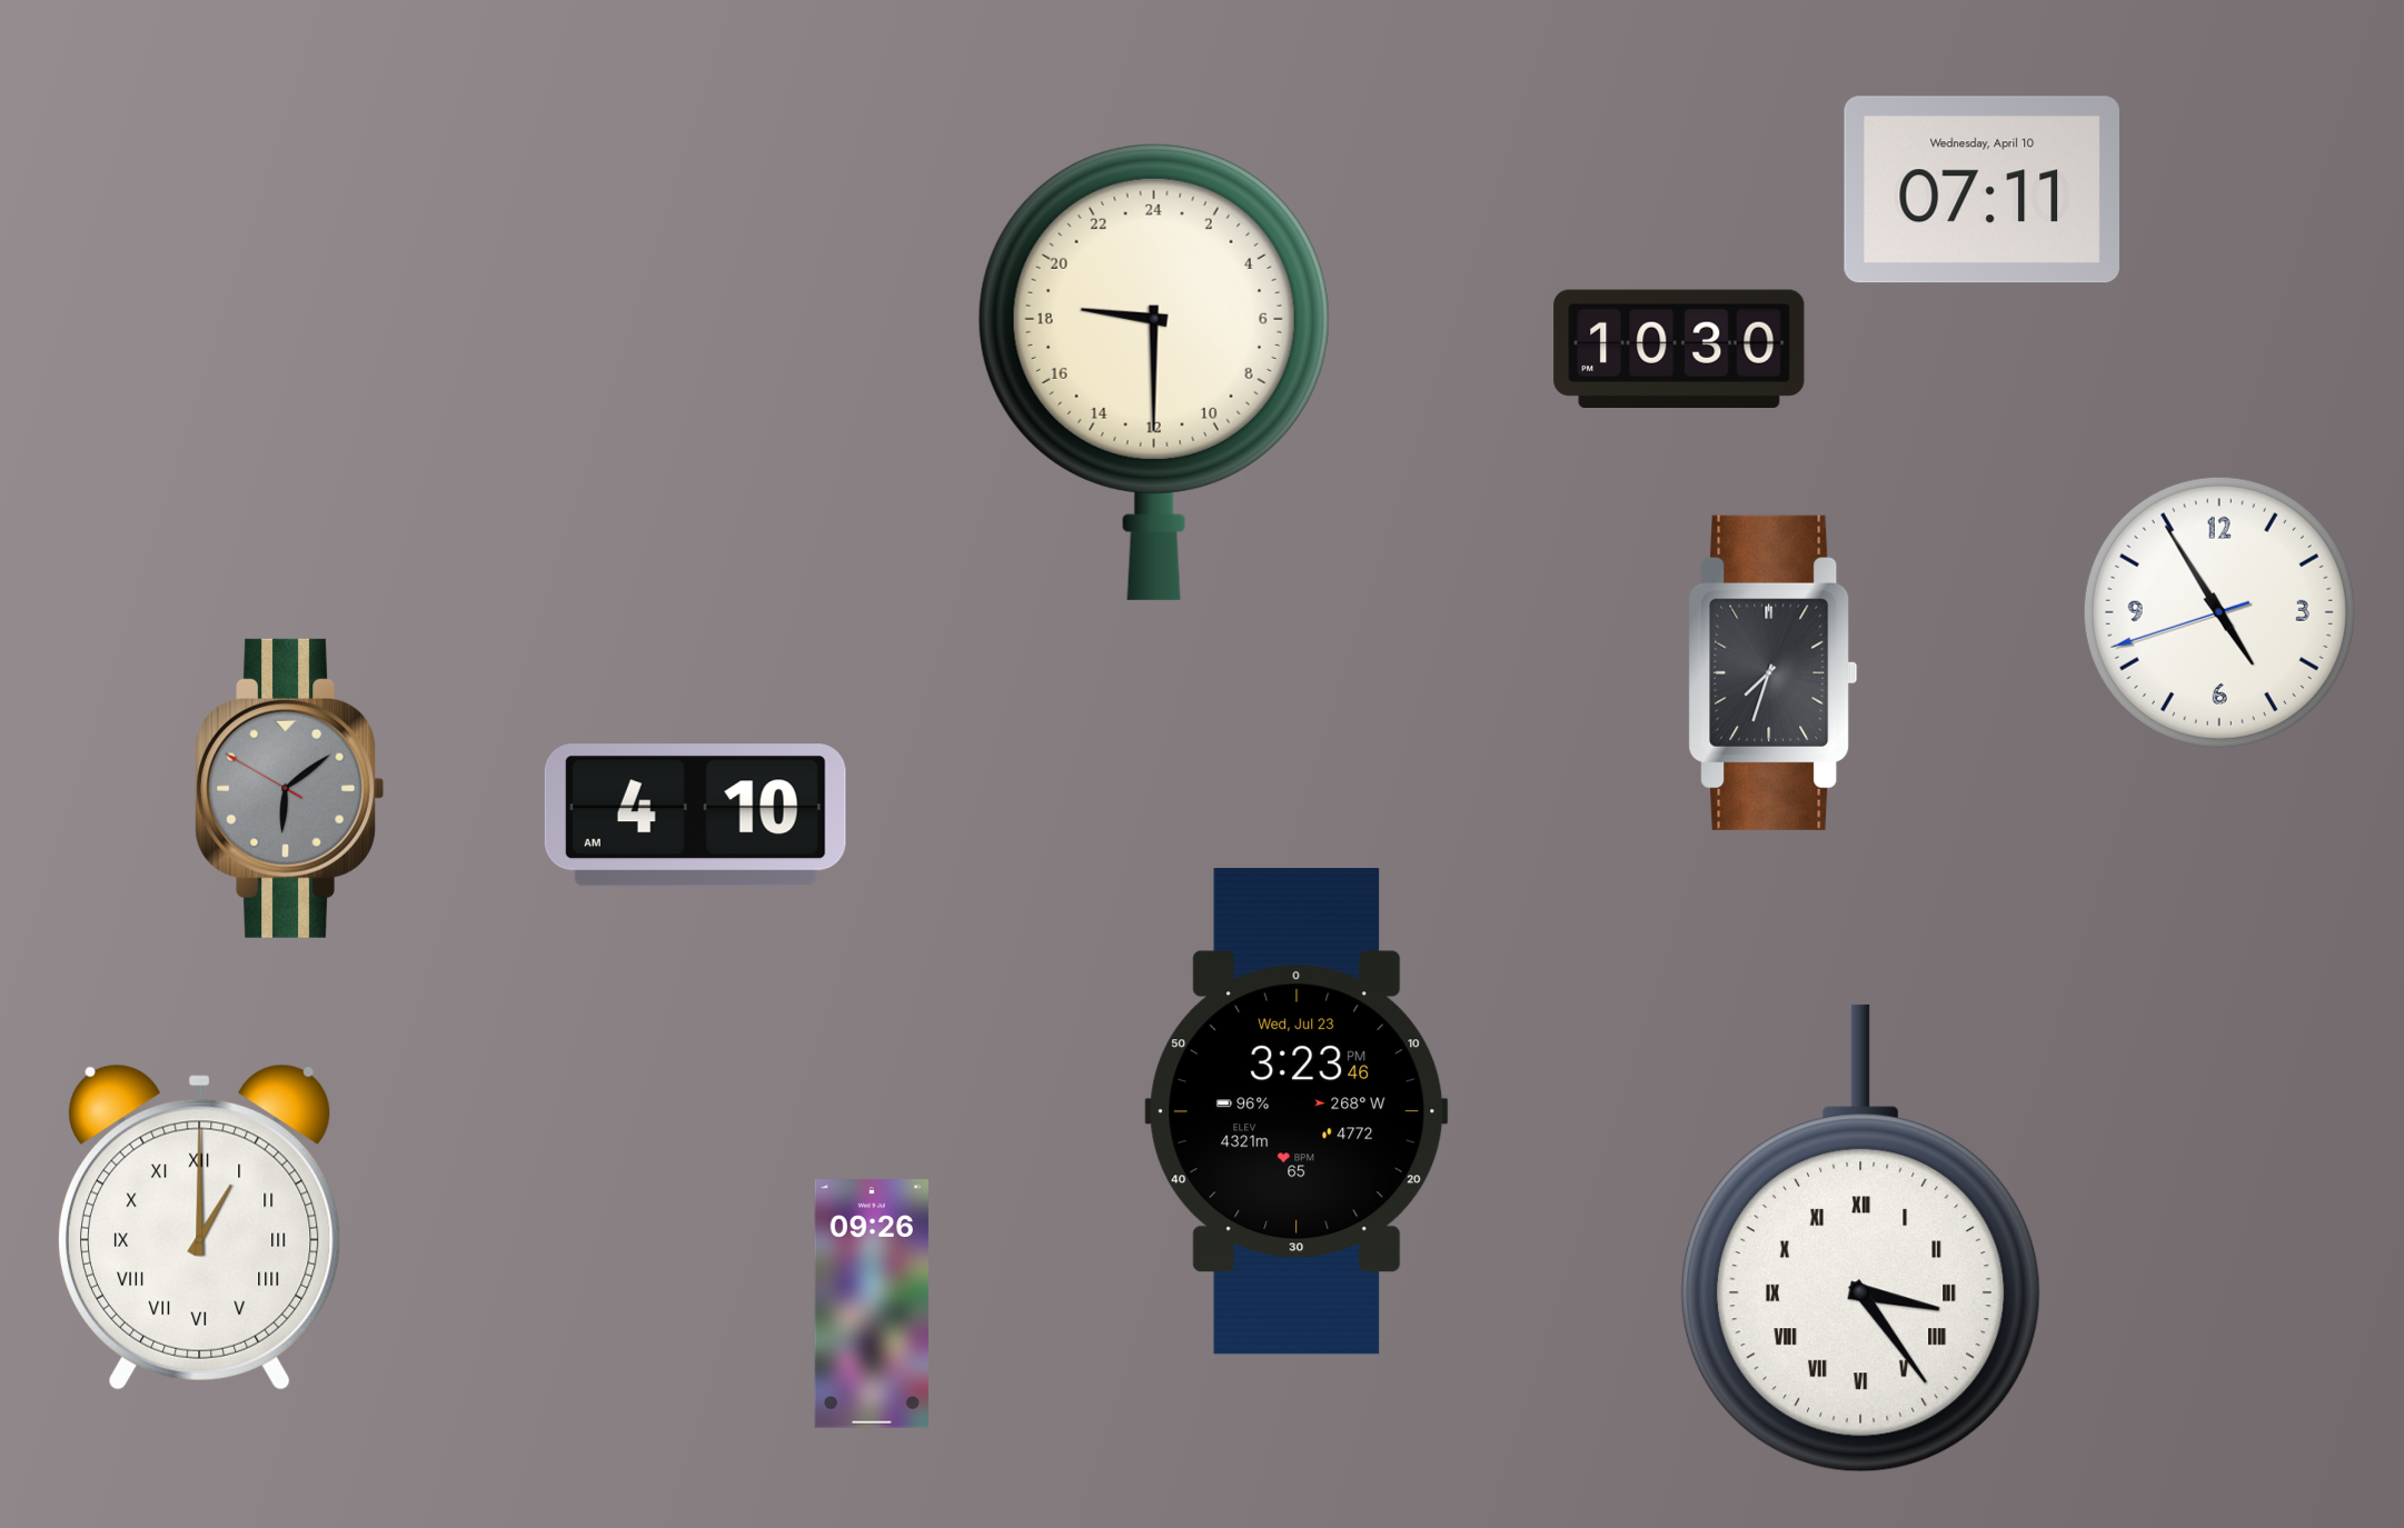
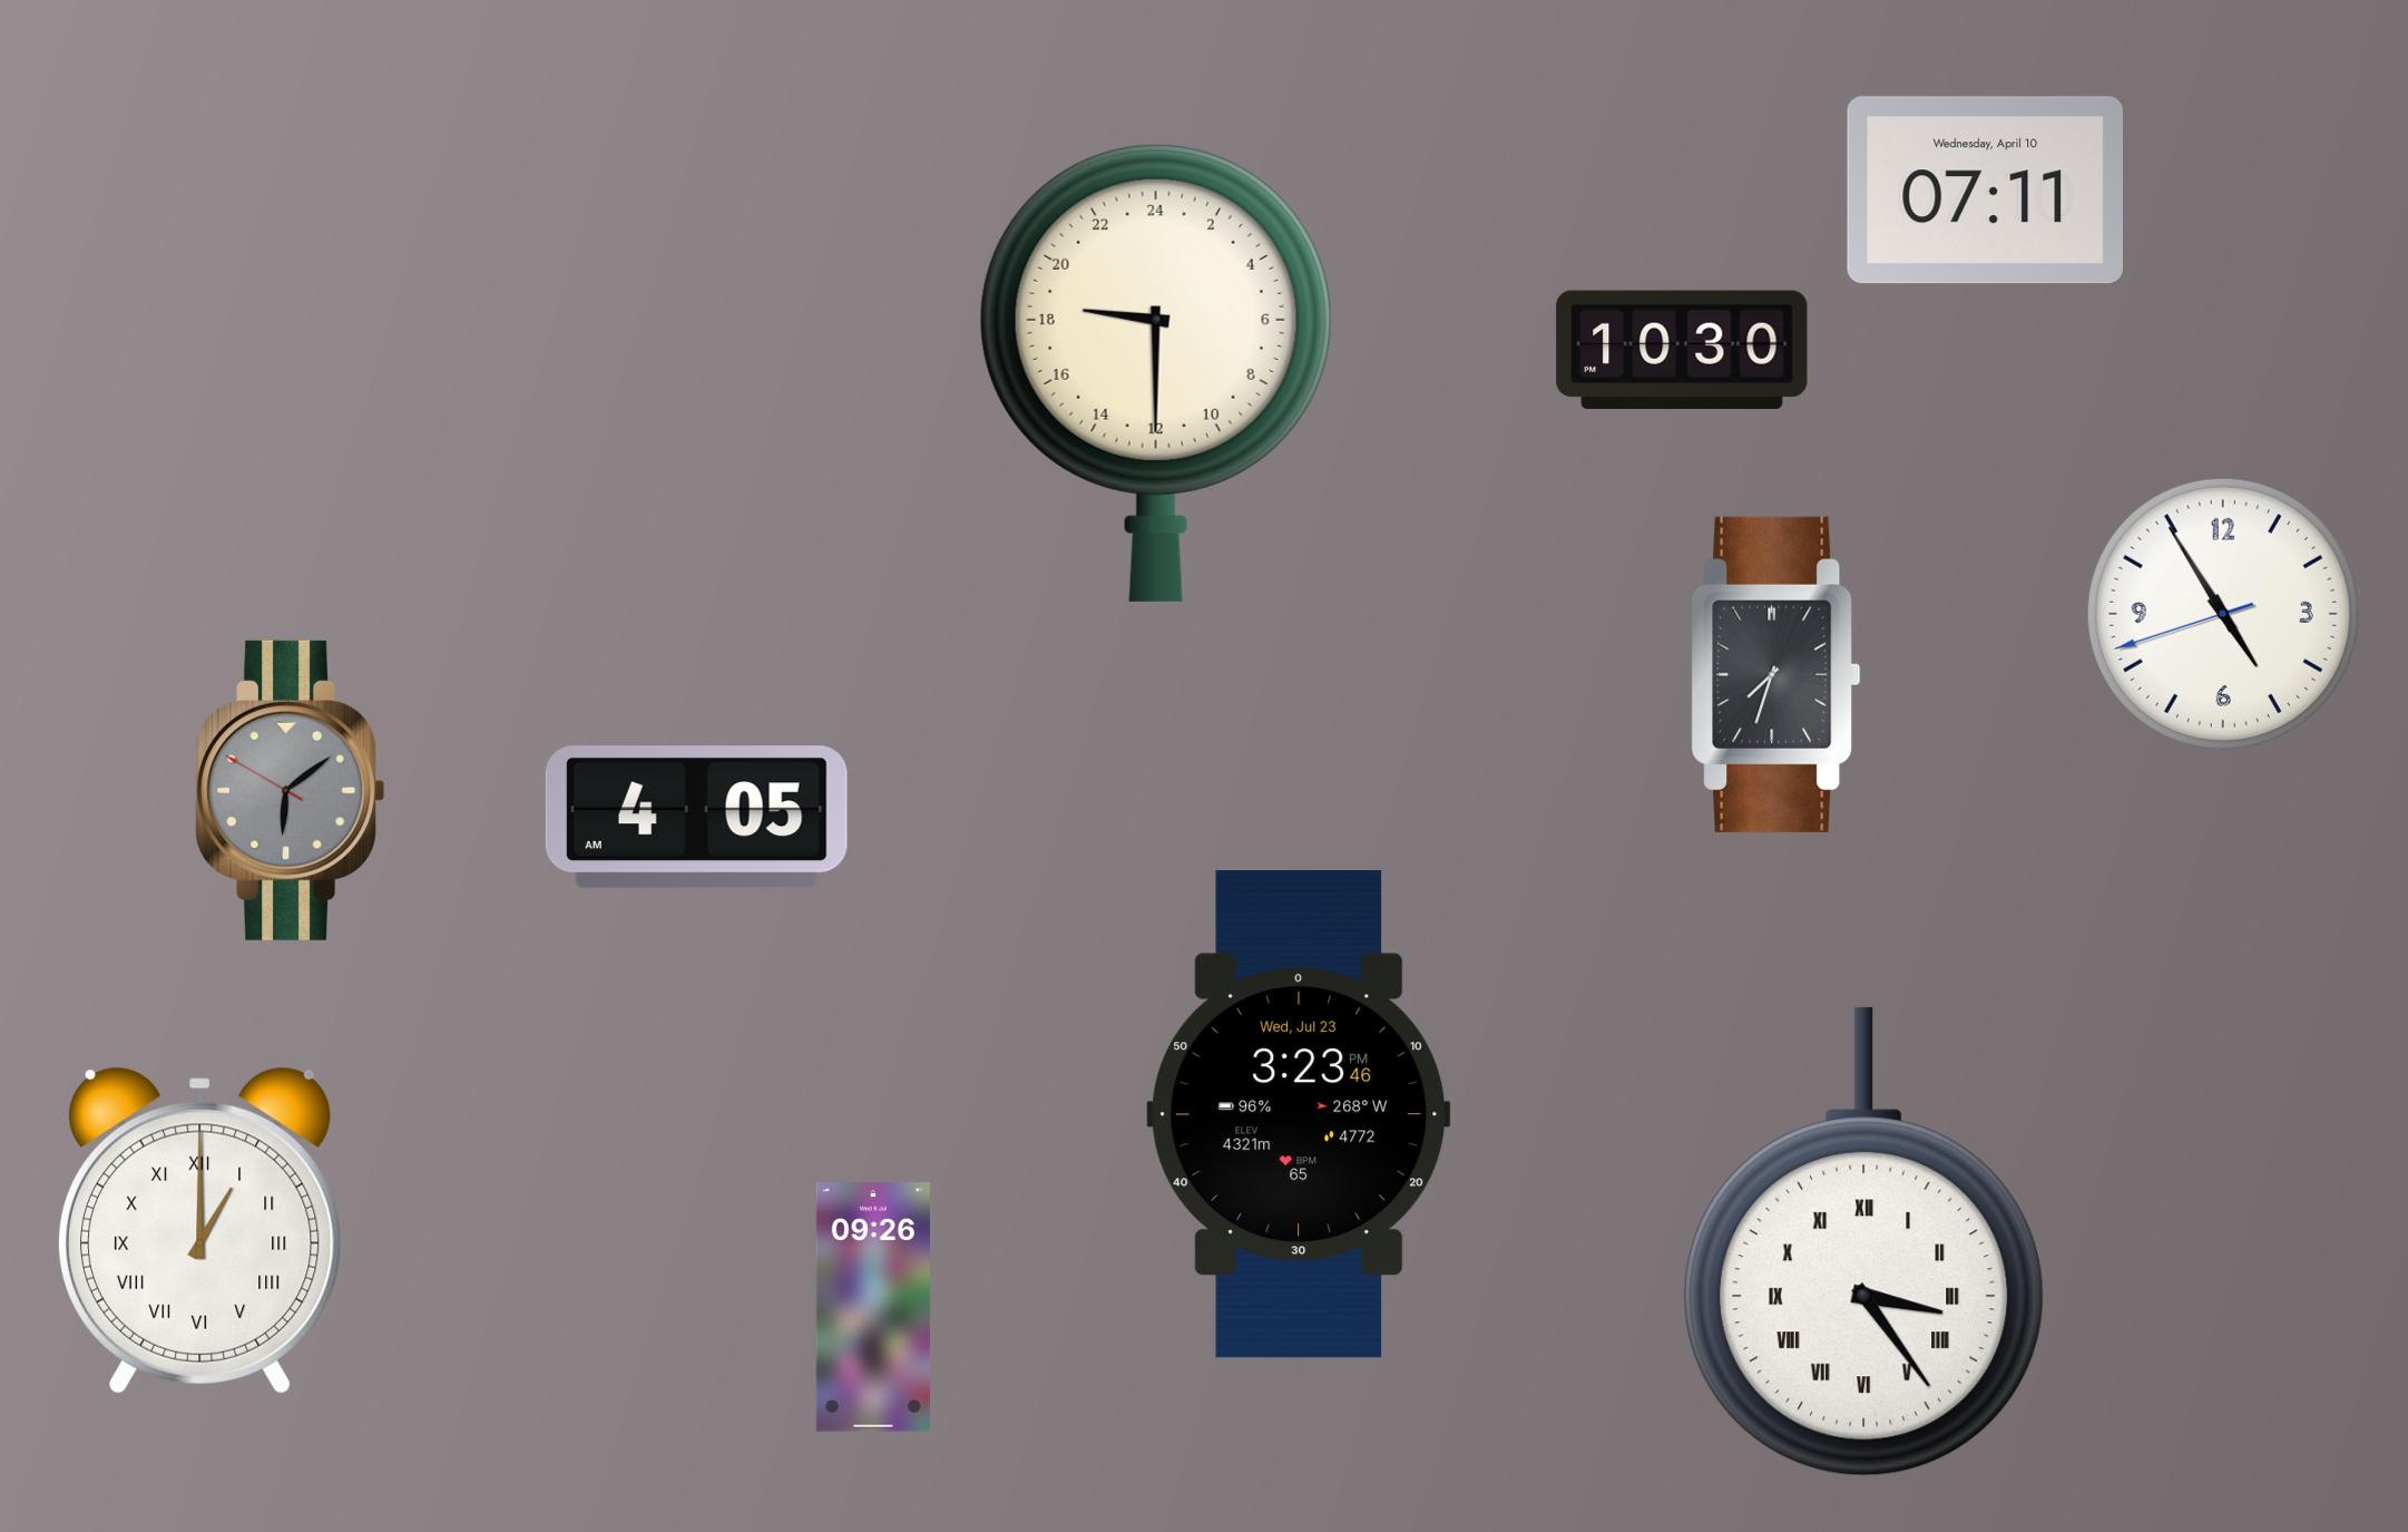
clock at (695, 816): 4:10 -> 4:05
